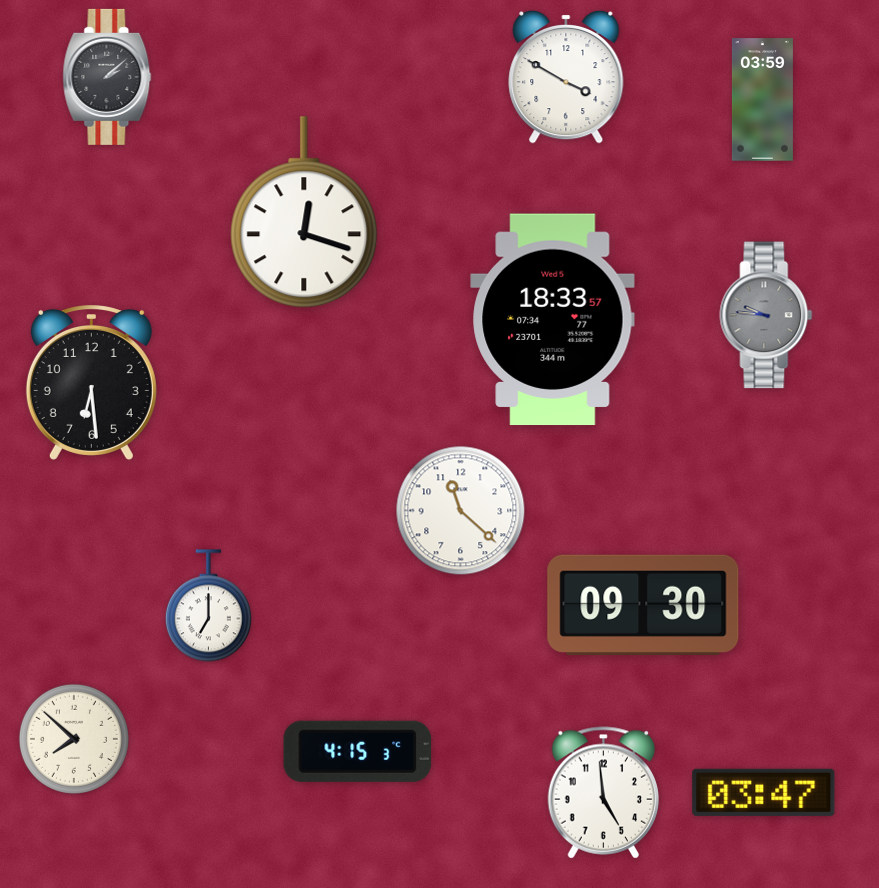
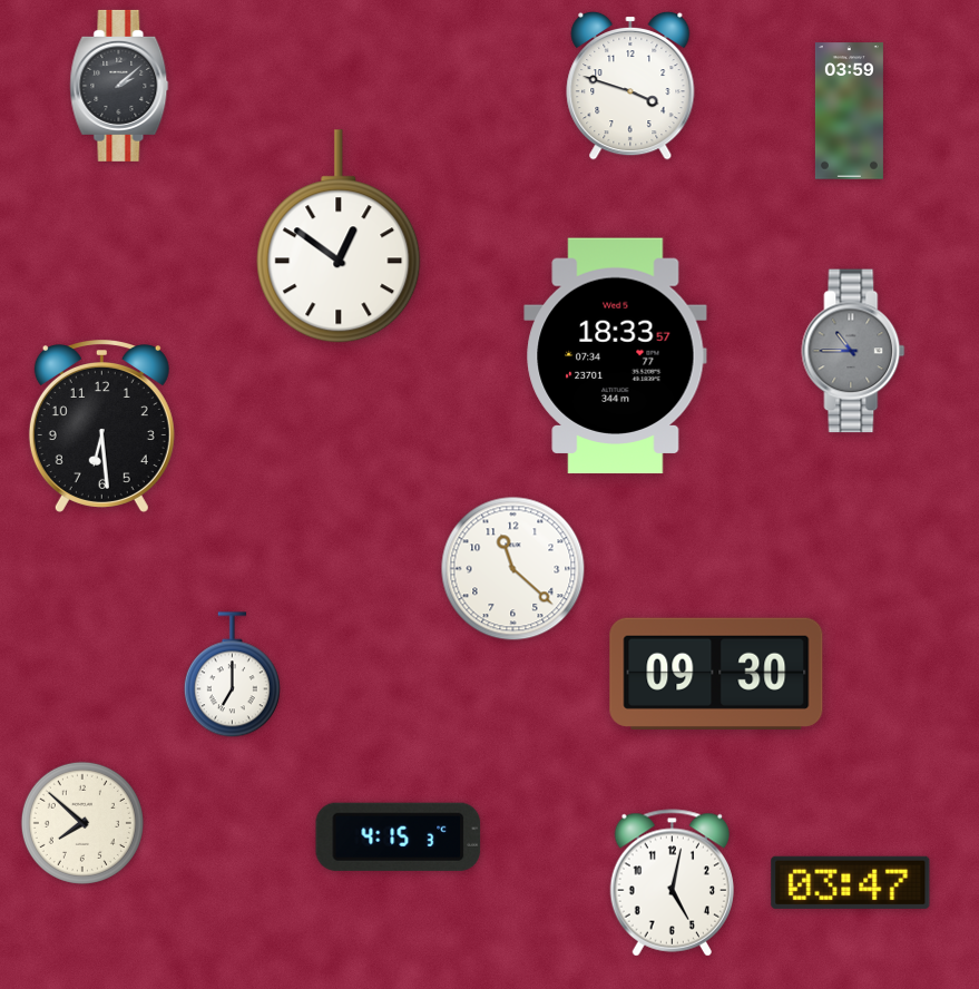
clock at (566, 77): 3:50 -> 3:48
clock at (304, 213): 12:18 -> 12:51
clock at (766, 315): 9:46 -> 10:45
clock at (603, 793): 4:59 -> 5:02
